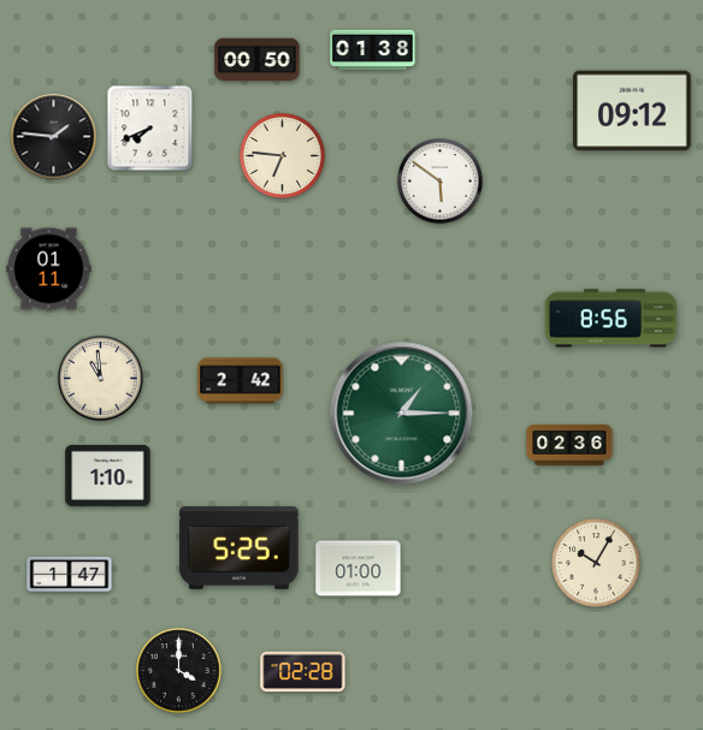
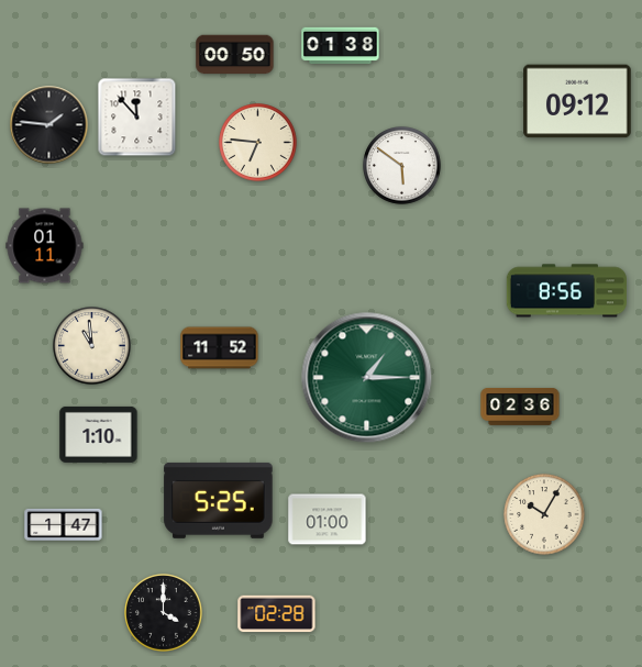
clock at (150, 129): 7:41 -> 11:53
clock at (610, 319) position: (610, 319) -> (566, 291)
clock at (241, 381): 2:42 -> 11:52
